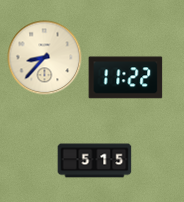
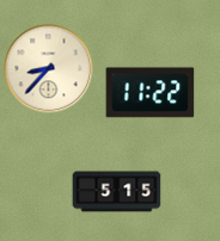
clock at (45, 58) position: (45, 58) -> (49, 69)
clock at (95, 161) position: (95, 161) -> (117, 192)
